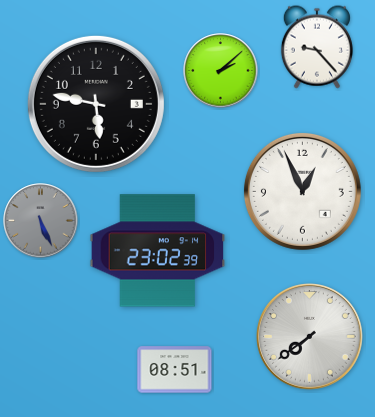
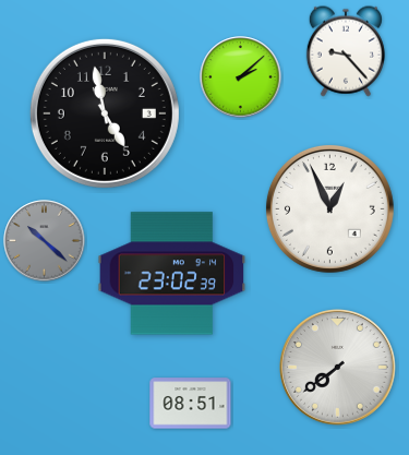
clock at (96, 104): 5:47 -> 4:58
clock at (41, 221): 5:26 -> 10:22
